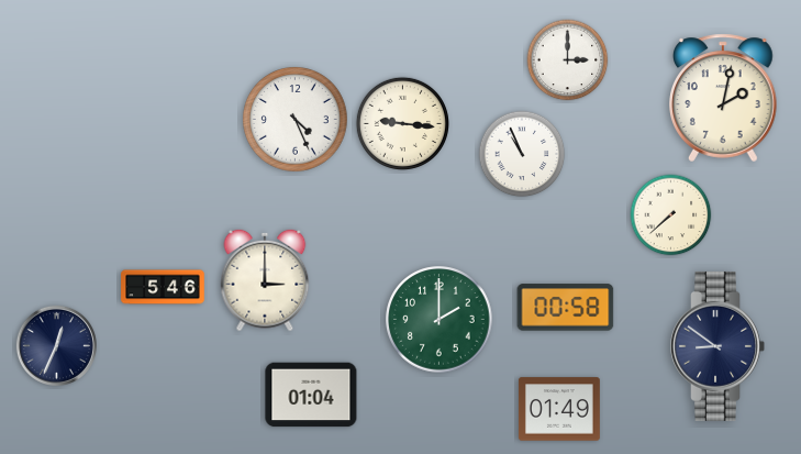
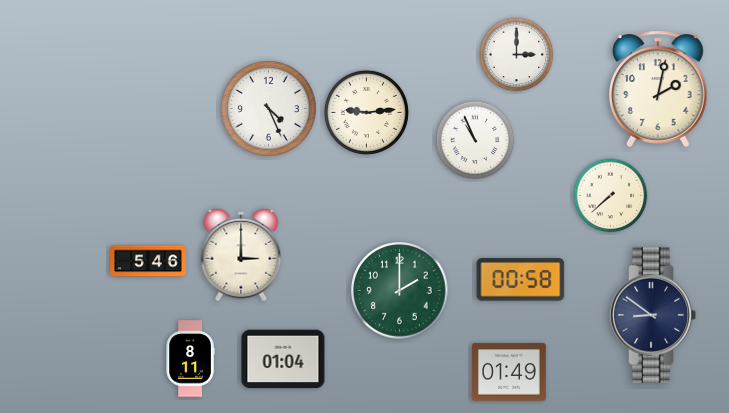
clock at (402, 123): 9:16 -> 9:14
clock at (566, 308) position: (566, 308) -> (521, 280)
clock at (56, 345): 12:34 -> none
clock at (190, 359): none -> 8:11
